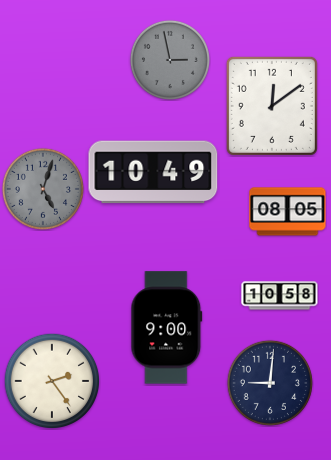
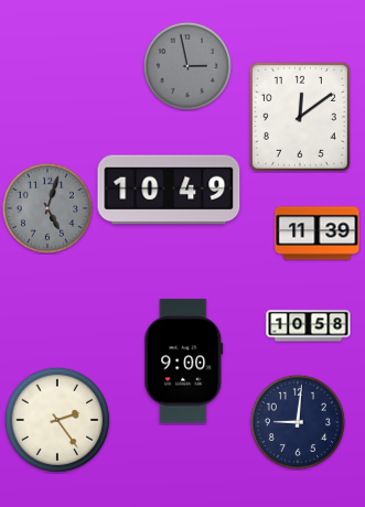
clock at (288, 212): 08:05 -> 11:39
